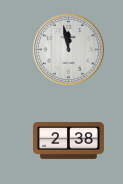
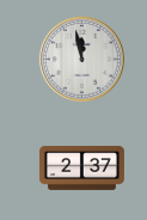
clock at (68, 141): 2:38 -> 2:37
